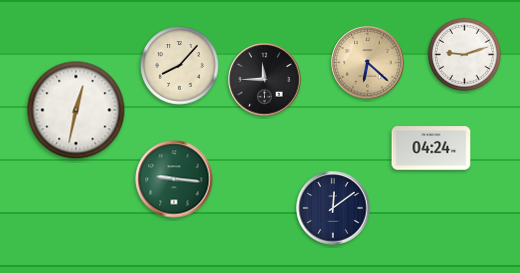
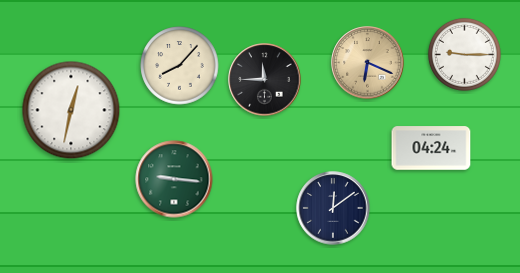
clock at (464, 54): 9:12 -> 9:15
clock at (368, 63): 6:22 -> 6:19
clock at (76, 110) position: (76, 110) -> (71, 110)
